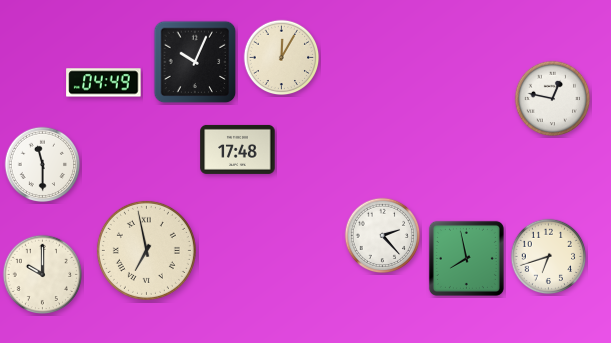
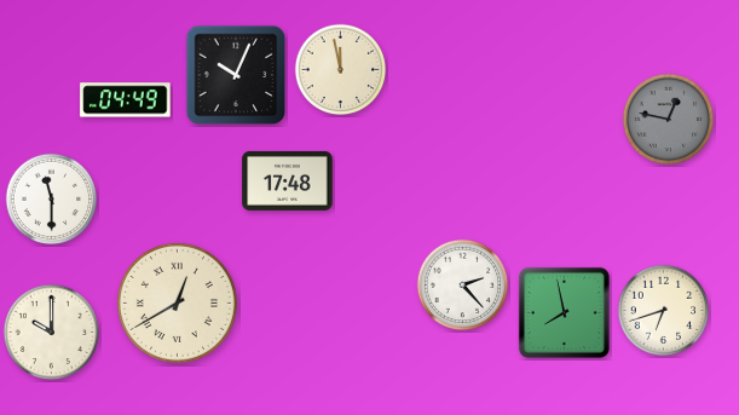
clock at (282, 58): 12:05 -> 11:58
clock at (553, 99) dial: white -> grey
clock at (146, 250): 6:58 -> 12:40
